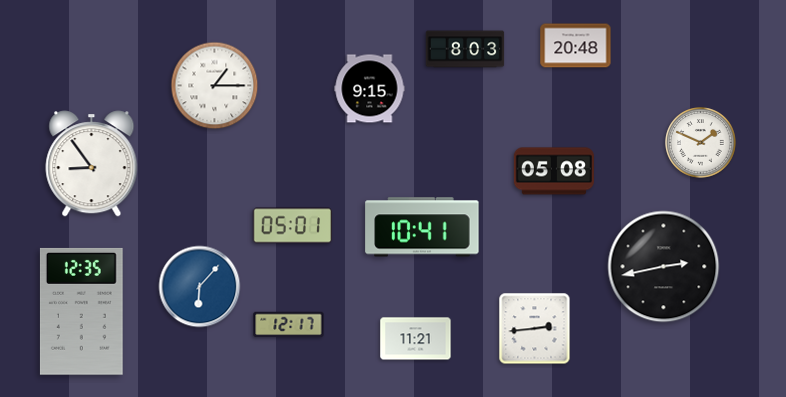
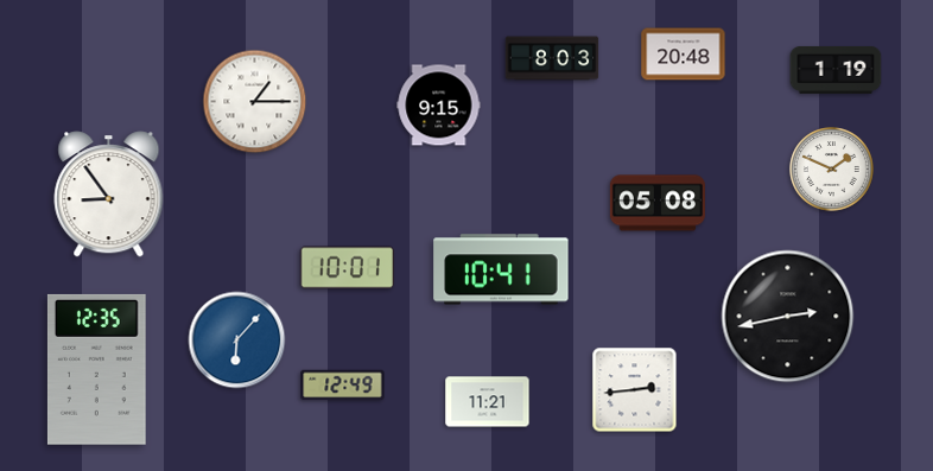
clock at (836, 70): none -> 1:19
clock at (292, 226): 05:01 -> 10:01
clock at (289, 325): 12:17 -> 12:49
clock at (416, 339) position: (416, 339) -> (488, 402)
